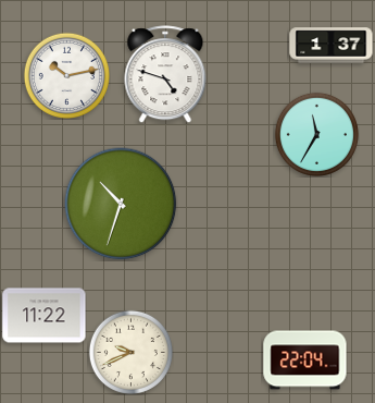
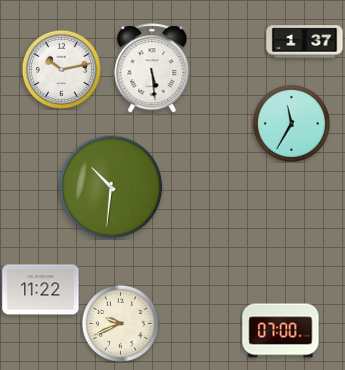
clock at (165, 74): 4:48 -> 5:29
clock at (121, 204): 10:33 -> 10:31
clock at (305, 361): 22:04 -> 07:00
